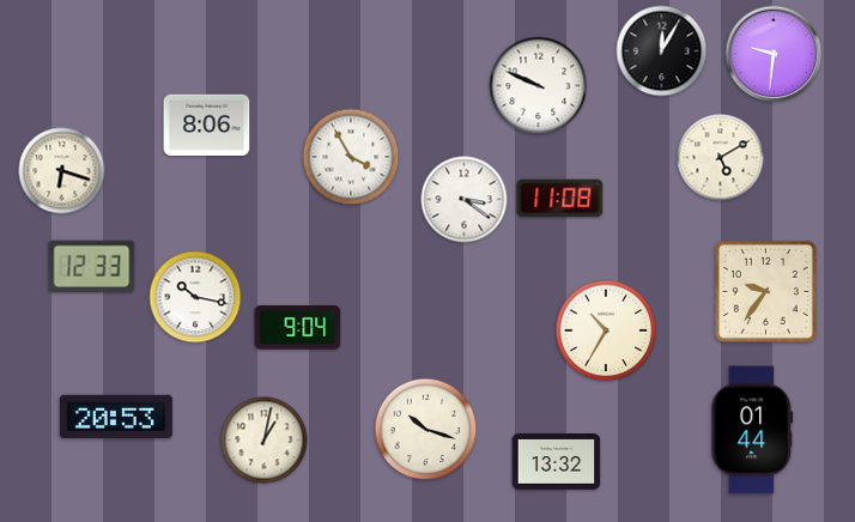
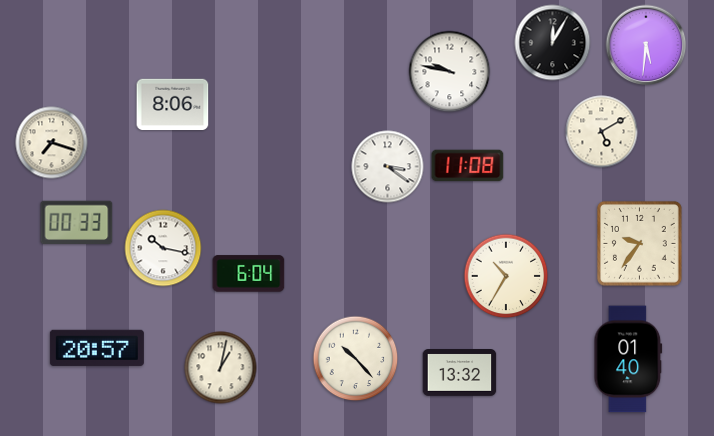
clock at (774, 54): 9:31 -> 5:31
clock at (539, 86): 9:49 -> 9:47
clock at (351, 157): 3:55 -> none
clock at (62, 171): 6:18 -> 7:18
clock at (92, 267): 12:33 -> 00:33
clock at (298, 328): 9:04 -> 6:04
clock at (116, 417): 20:53 -> 20:57
clock at (426, 430): 10:18 -> 10:23
clock at (752, 430): 01:44 -> 01:40
clock at (557, 462) position: (557, 462) -> (460, 373)
